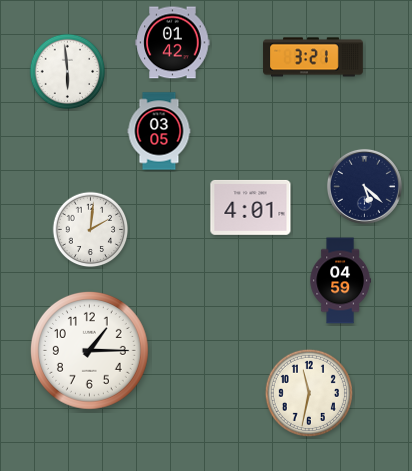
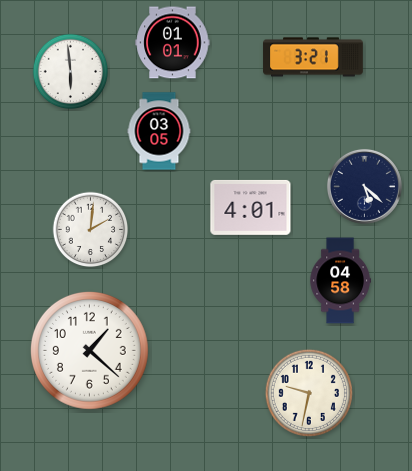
clock at (173, 43): 01:42 -> 01:01
clock at (68, 72) position: (68, 72) -> (71, 72)
clock at (340, 281): 04:59 -> 04:58
clock at (89, 350): 1:15 -> 1:22
clock at (309, 393): 11:32 -> 9:32
